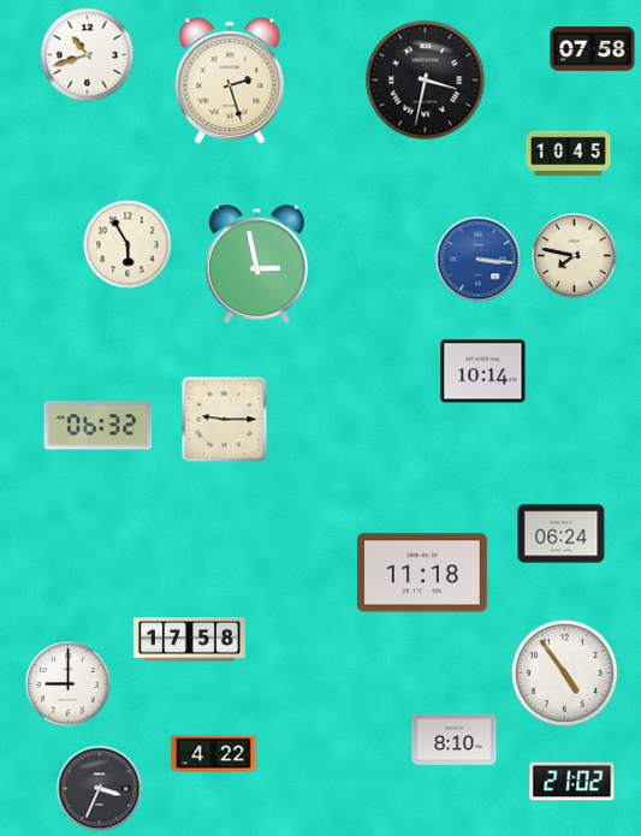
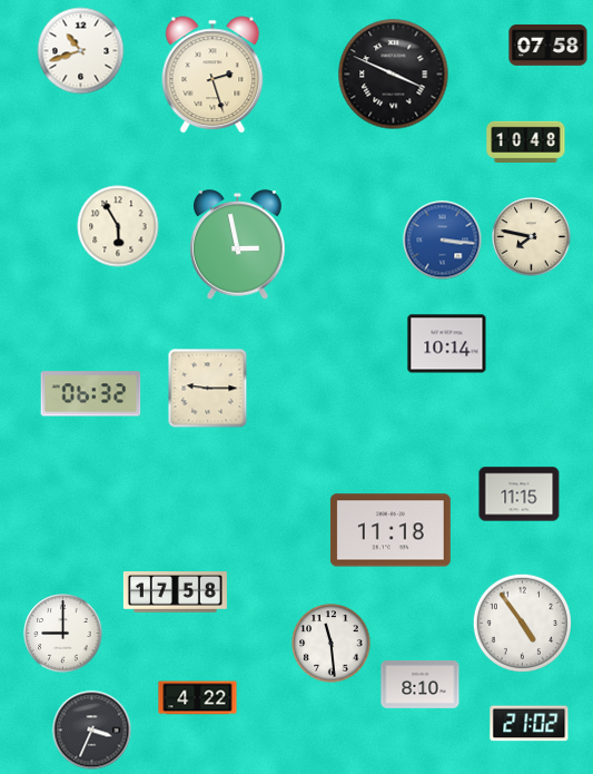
clock at (426, 81): 3:32 -> 3:49
clock at (569, 153): 10:45 -> 10:48
clock at (562, 534): 06:24 -> 11:15
clock at (332, 644): none -> 11:29
